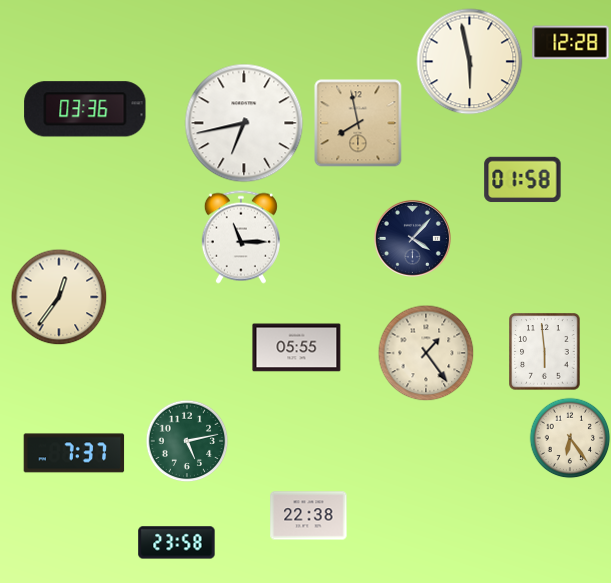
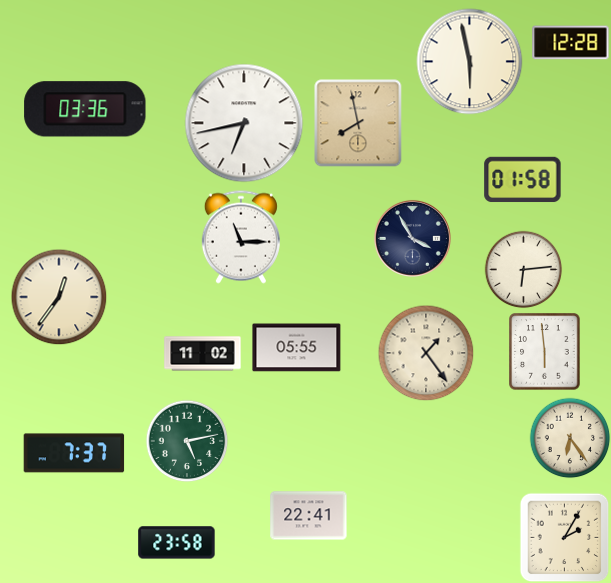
clock at (412, 238): 4:07 -> 3:55
clock at (523, 269): none -> 6:14
clock at (203, 354): none -> 11:02
clock at (309, 516): 22:38 -> 22:41
clock at (564, 537): none -> 2:05
